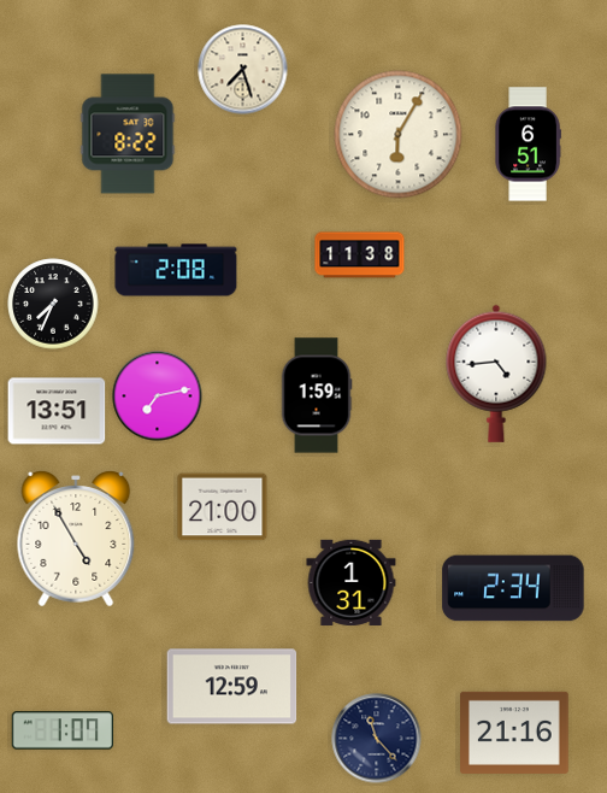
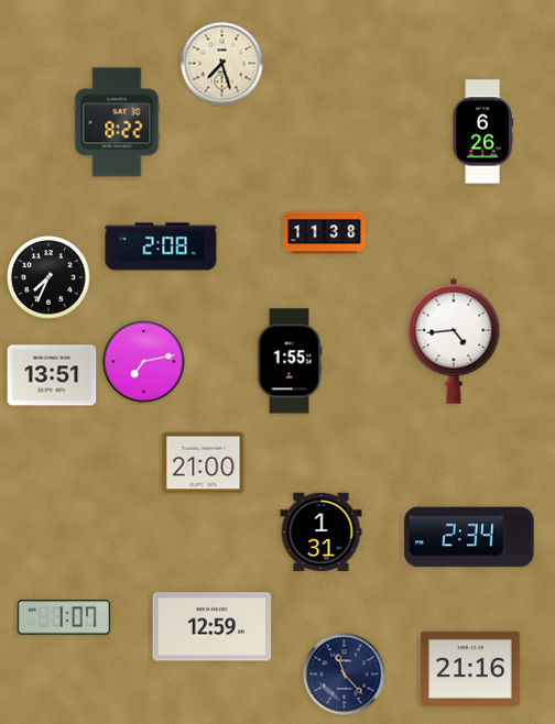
clock at (399, 135): 6:05 -> none
clock at (528, 145): 6:51 -> 6:26
clock at (360, 255) position: (360, 255) -> (325, 233)
clock at (317, 395): 1:59 -> 1:55
clock at (76, 539): 4:55 -> none
clock at (61, 730) position: (61, 730) -> (63, 617)
